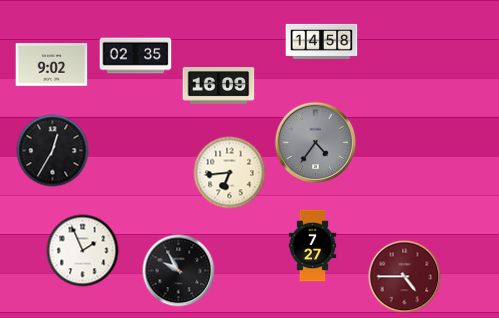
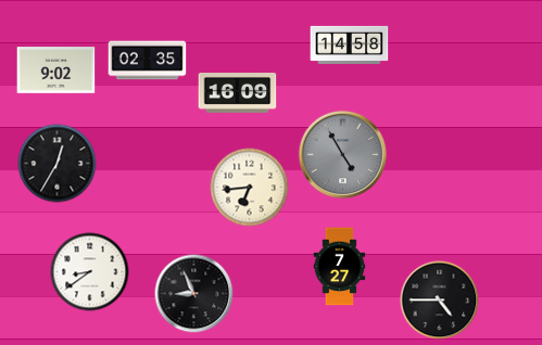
clock at (316, 143): 4:36 -> 4:55
clock at (83, 251): 1:56 -> 8:39
clock at (179, 271): 9:55 -> 8:56
clock at (405, 277) dial: burgundy -> black
